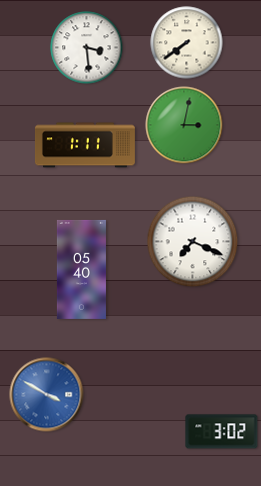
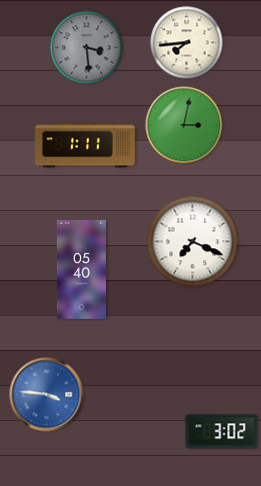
clock at (187, 43): 7:39 -> 7:44
clock at (87, 48) dial: white -> grey
clock at (47, 395): 3:50 -> 3:46
